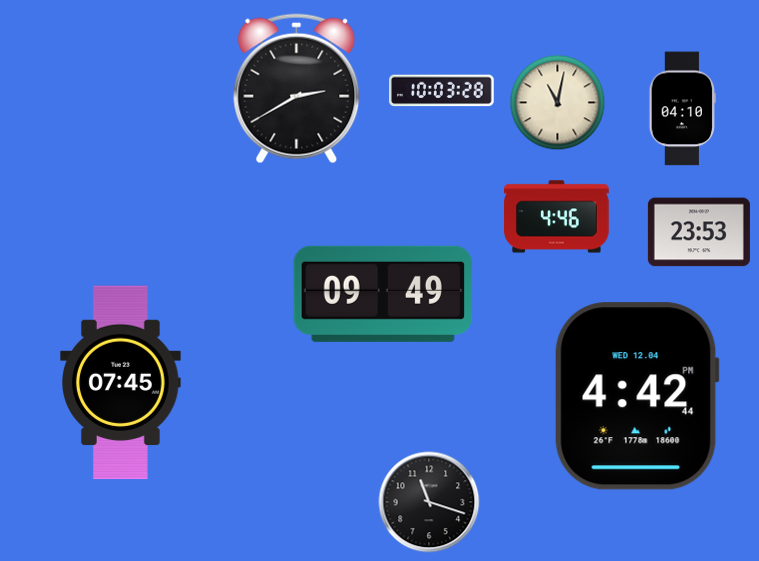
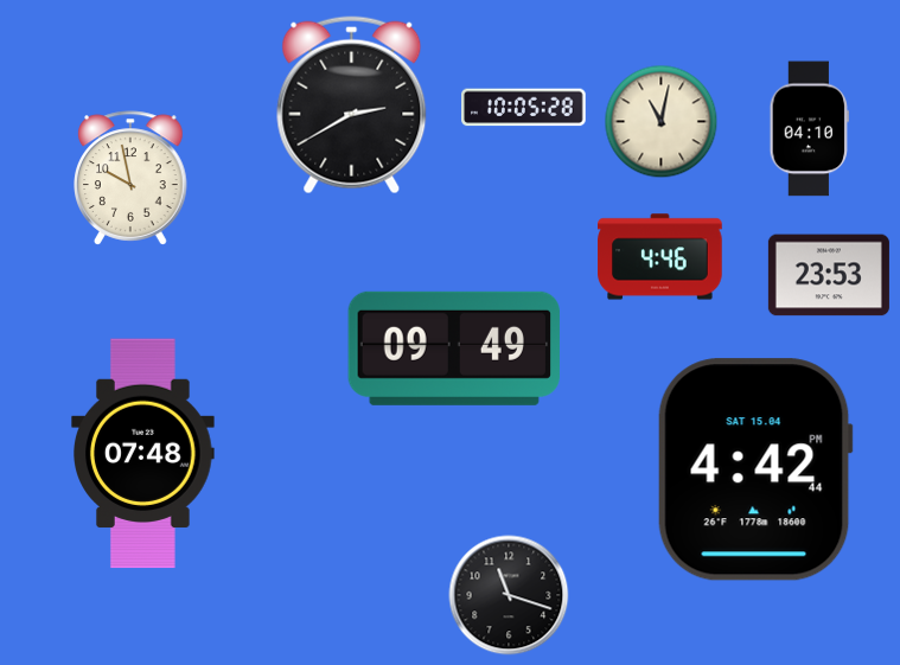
clock at (442, 91): 10:03 -> 10:05
clock at (130, 178): none -> 9:58
clock at (121, 383): 07:45 -> 07:48
clock at (637, 396) date: WED 12.04 -> SAT 15.04
